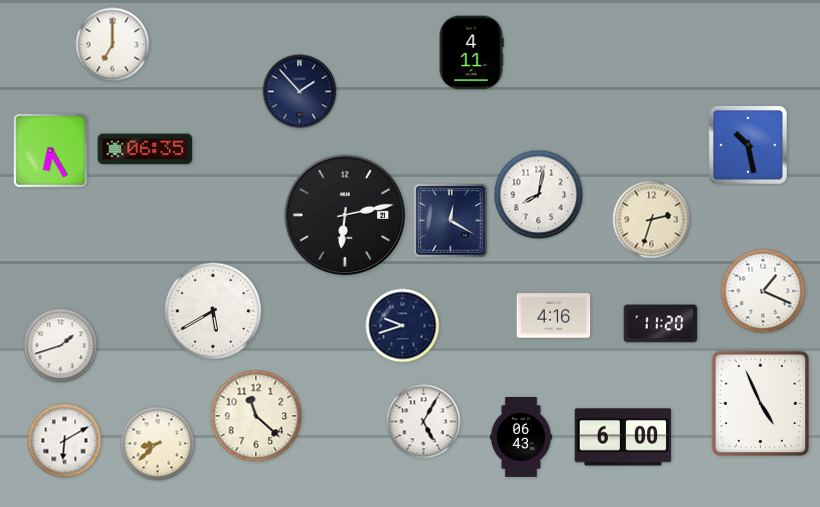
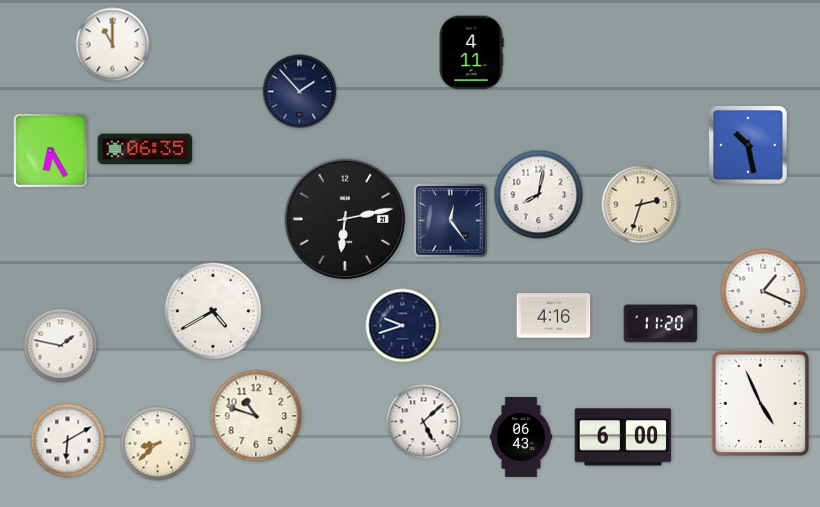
clock at (113, 45): 7:00 -> 11:00
clock at (345, 215) position: (345, 215) -> (345, 219)
clock at (652, 220) position: (652, 220) -> (641, 205)
clock at (451, 221): 12:20 -> 12:24
clock at (213, 311): 5:40 -> 4:40
clock at (61, 346): 1:42 -> 1:47
clock at (256, 416): 11:22 -> 10:48
clock at (424, 422): 5:05 -> 5:08
clock at (65, 441) position: (65, 441) -> (68, 441)
